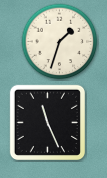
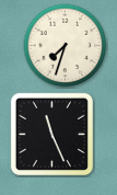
clock at (60, 42): 1:33 -> 7:33
